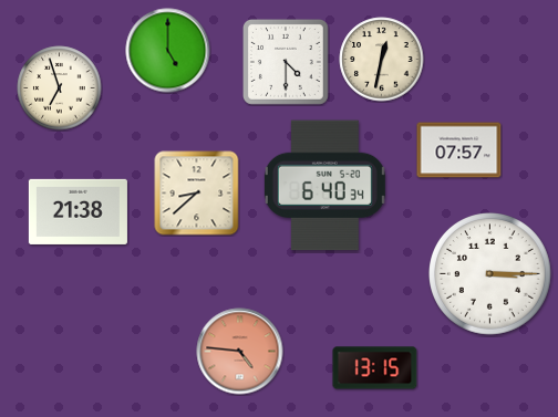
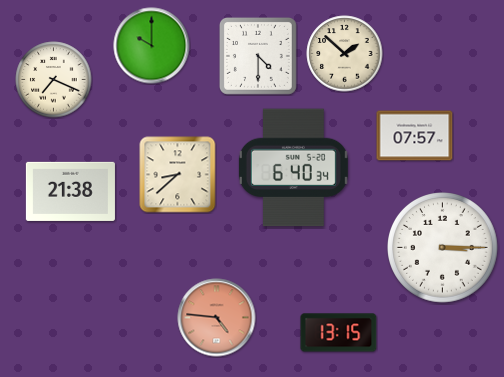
clock at (168, 51): 5:00 -> 10:00
clock at (382, 60): 12:32 -> 1:52
clock at (60, 88): 6:57 -> 7:19
